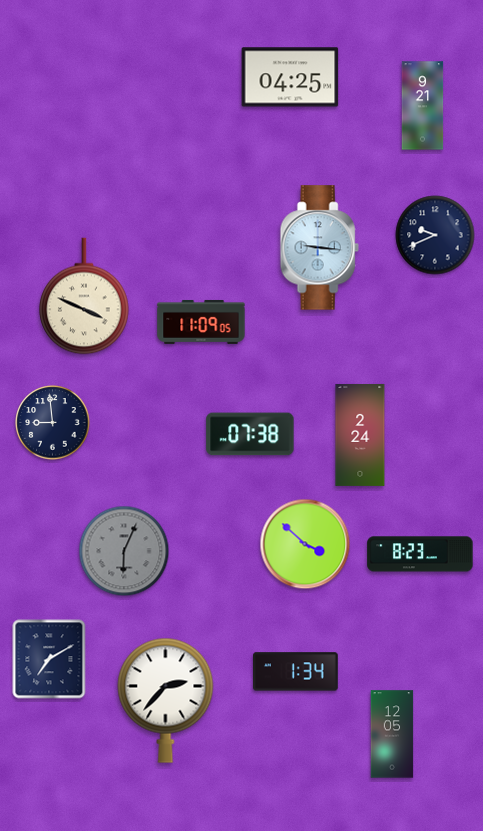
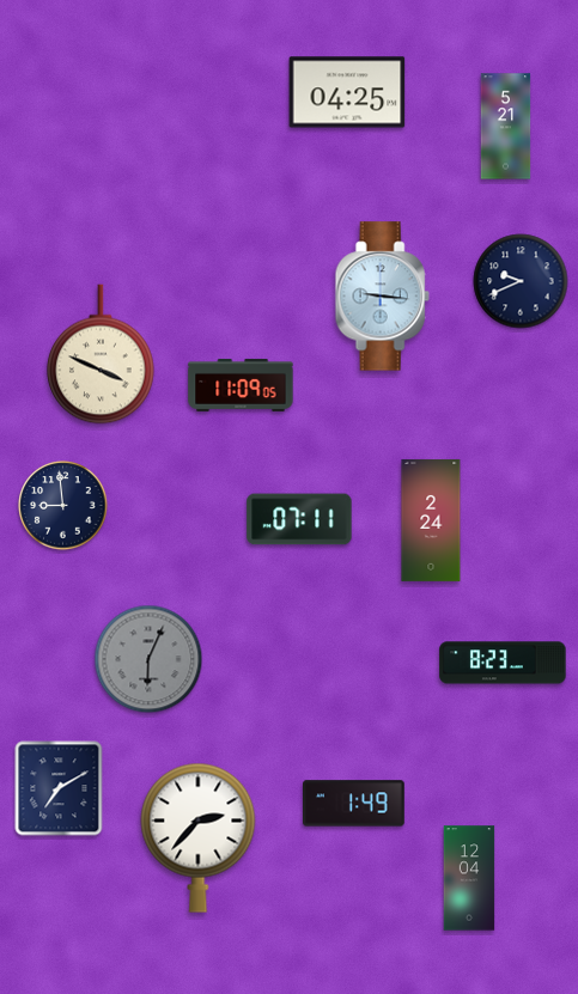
clock at (423, 106): 9:21 -> 5:21
clock at (250, 434): 07:38 -> 07:11
clock at (305, 544): 3:52 -> none
clock at (296, 672): 1:34 -> 1:49
clock at (392, 734): 12:05 -> 12:04
